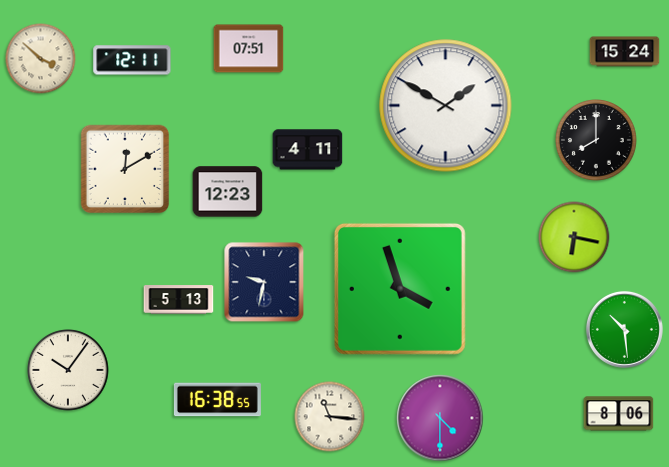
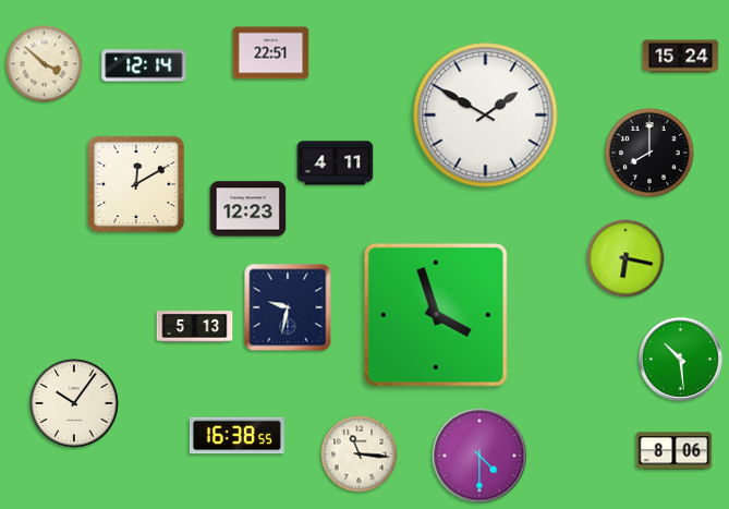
clock at (249, 49): 07:51 -> 22:51
clock at (132, 60): 12:11 -> 12:14
